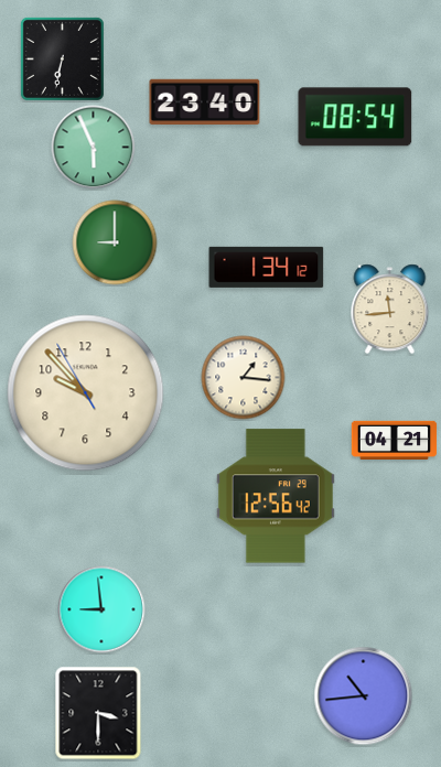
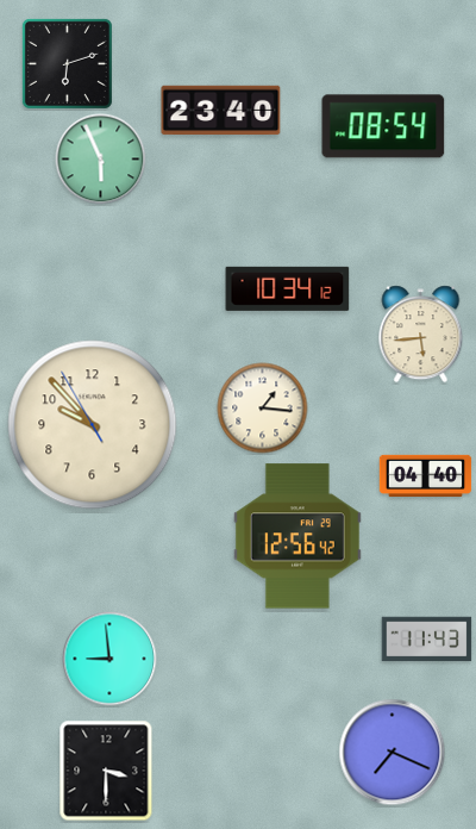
clock at (62, 58): 6:32 -> 6:12
clock at (115, 242): 9:00 -> none
clock at (267, 267): 1:34 -> 10:34
clock at (390, 310): 11:44 -> 5:44
clock at (395, 440): 04:21 -> 04:40
clock at (427, 640): none -> 11:43
clock at (364, 696): 10:44 -> 7:19
